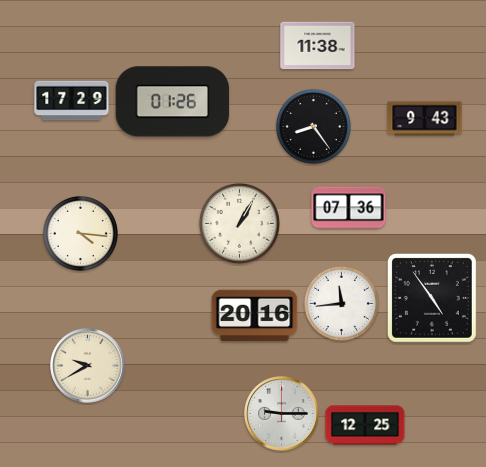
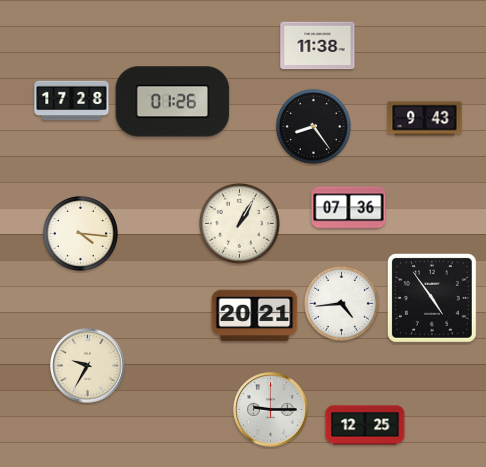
clock at (72, 101): 17:29 -> 17:28
clock at (341, 303): 11:44 -> 4:44
clock at (255, 316): 20:16 -> 20:21
clock at (88, 366): 9:40 -> 9:35
clock at (282, 414) position: (282, 414) -> (271, 410)
